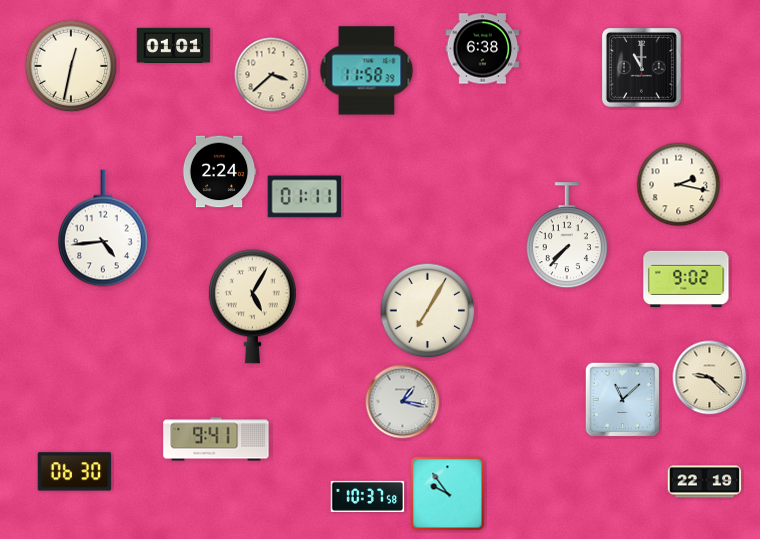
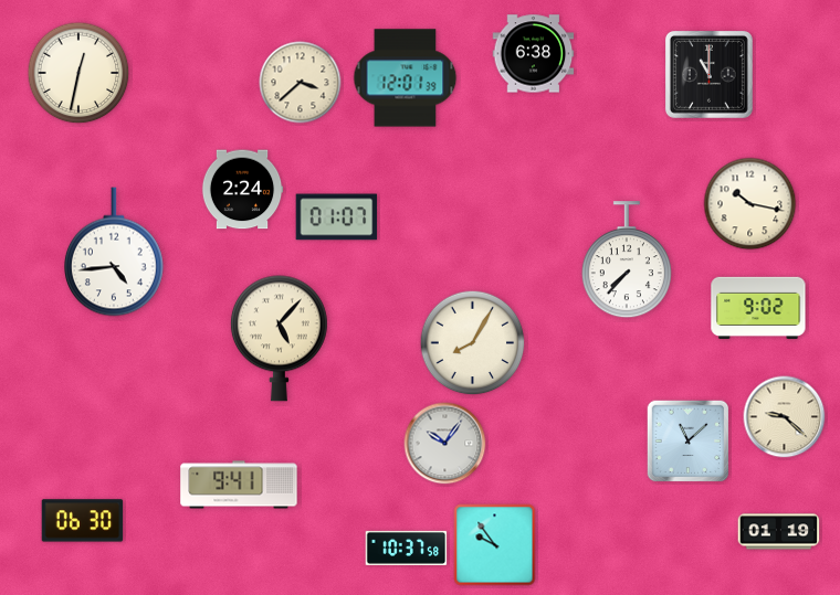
clock at (174, 45): 01:01 -> none
clock at (367, 71): 11:58 -> 12:01
clock at (679, 185): 2:17 -> 10:17
clock at (305, 197): 01:11 -> 01:07
clock at (252, 307): 5:05 -> 5:07
clock at (428, 311): 7:05 -> 8:05
clock at (403, 402): 1:17 -> 10:06
clock at (705, 482): 22:19 -> 01:19
